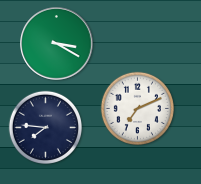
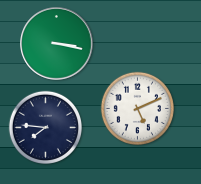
clock at (57, 44): 3:20 -> 3:17
clock at (137, 108): 7:11 -> 5:11
